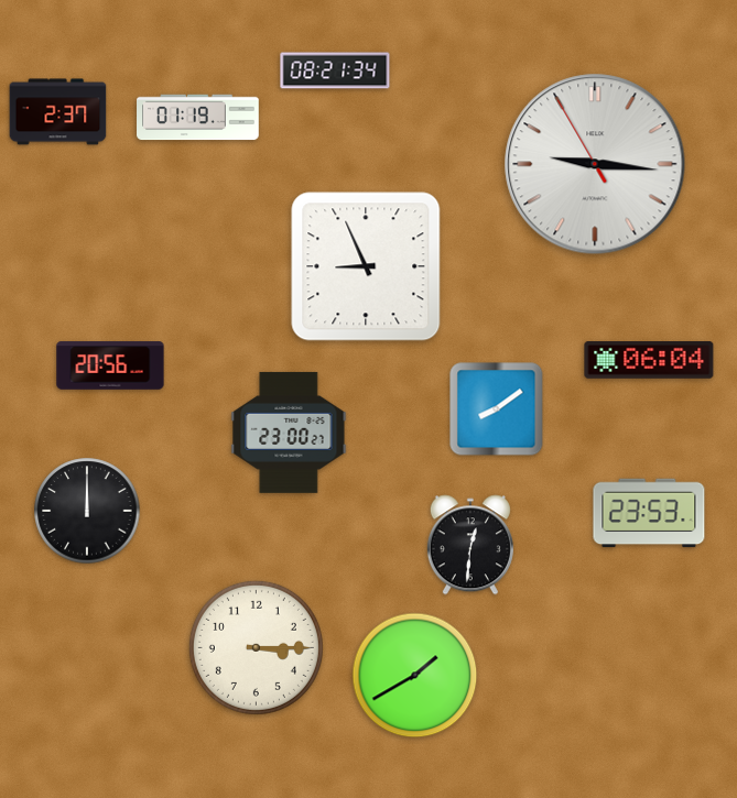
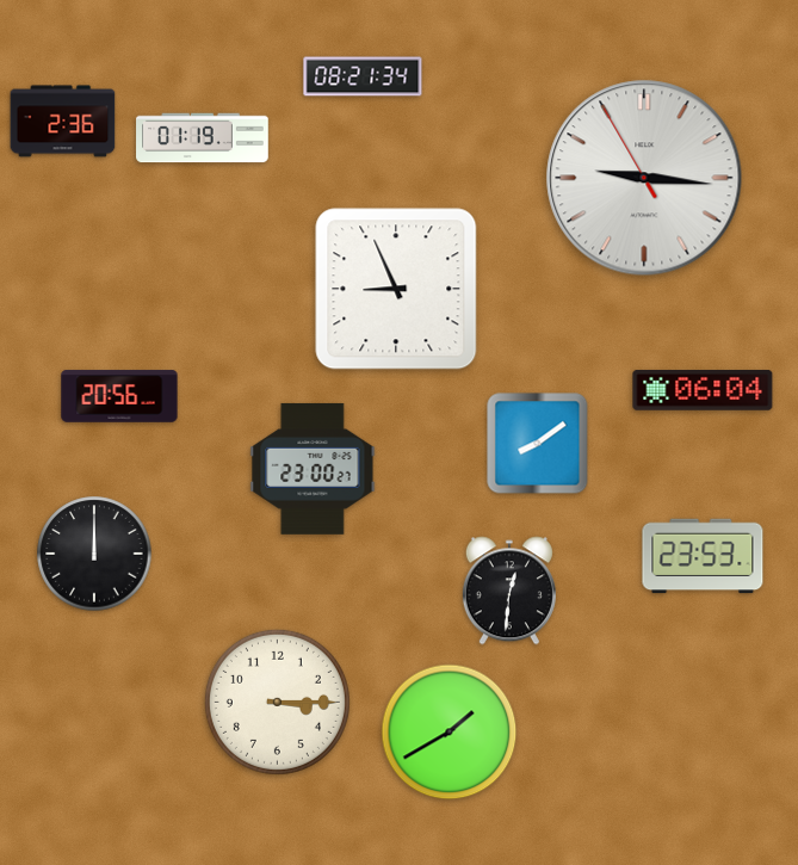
clock at (58, 112): 2:37 -> 2:36
clock at (198, 118) position: (198, 118) -> (203, 138)
